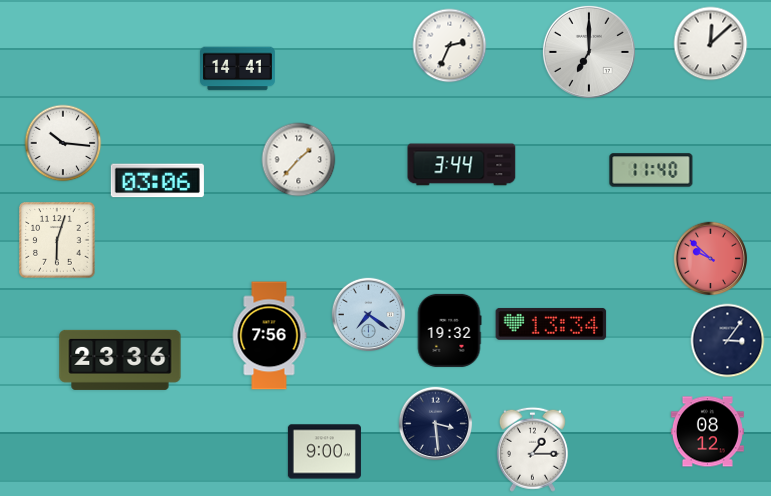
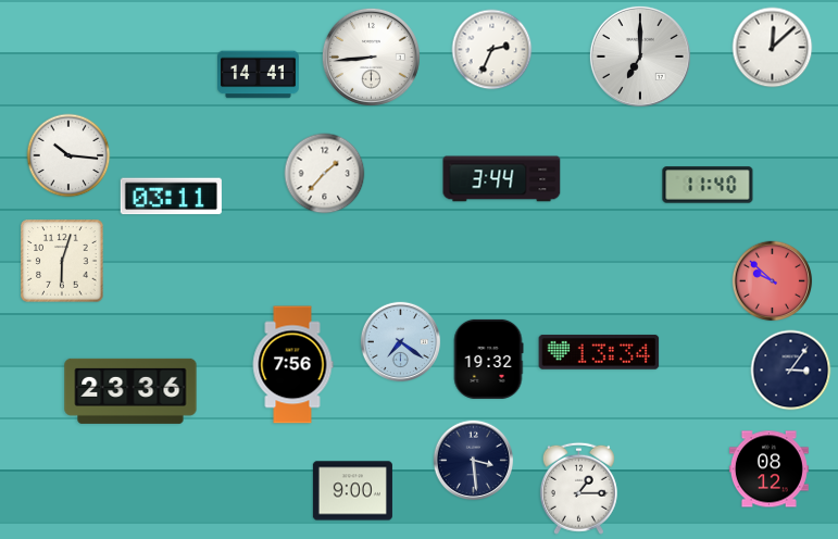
clock at (450, 46) position: (450, 46) -> (492, 50)
clock at (371, 57): none -> 8:44
clock at (157, 181): 03:06 -> 03:11
